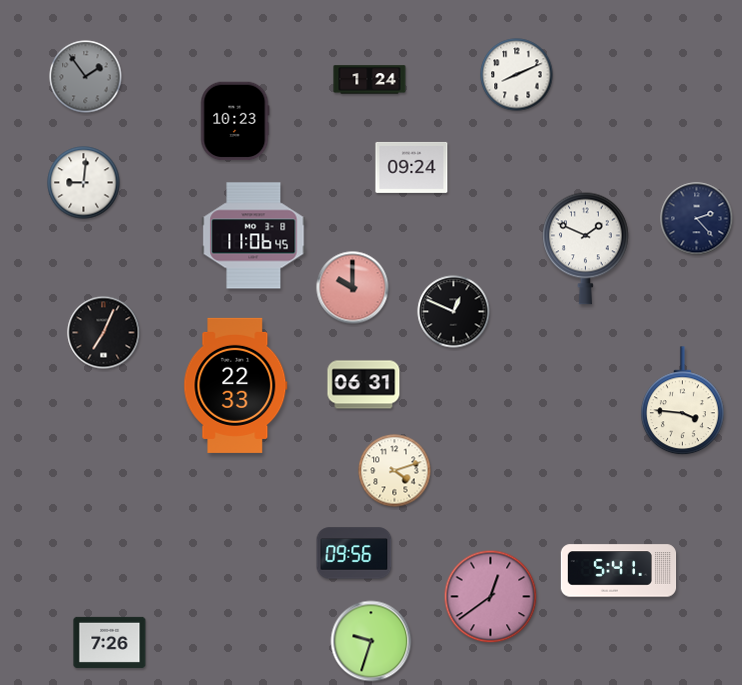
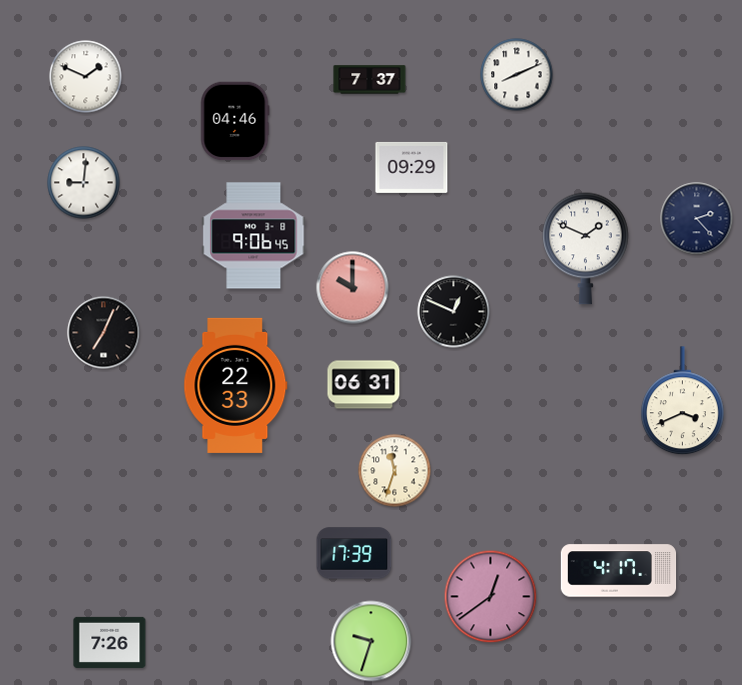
clock at (86, 77): 1:54 -> 1:49
clock at (86, 77) dial: grey -> white
clock at (370, 80): 1:24 -> 7:37
clock at (235, 121): 10:23 -> 04:46
clock at (412, 167): 09:24 -> 09:29
clock at (254, 236): 11:06 -> 9:06
clock at (683, 401): 3:46 -> 3:41
clock at (395, 471): 4:12 -> 11:33
clock at (354, 553): 09:56 -> 17:39
clock at (619, 571): 5:41 -> 4:17
